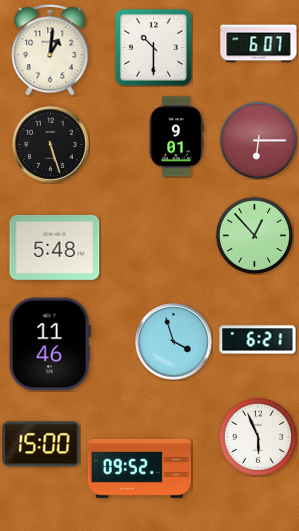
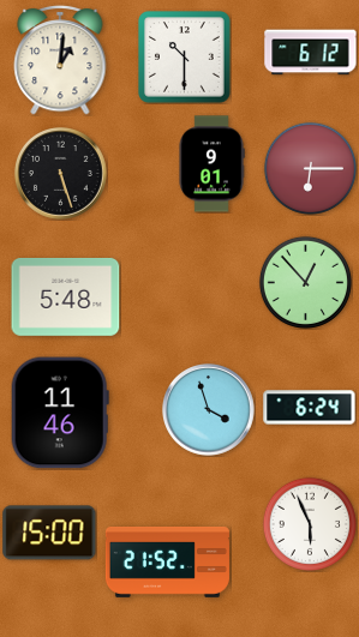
clock at (259, 44): 6:07 -> 6:12
clock at (258, 340): 6:21 -> 6:24
clock at (139, 468): 09:52 -> 21:52
